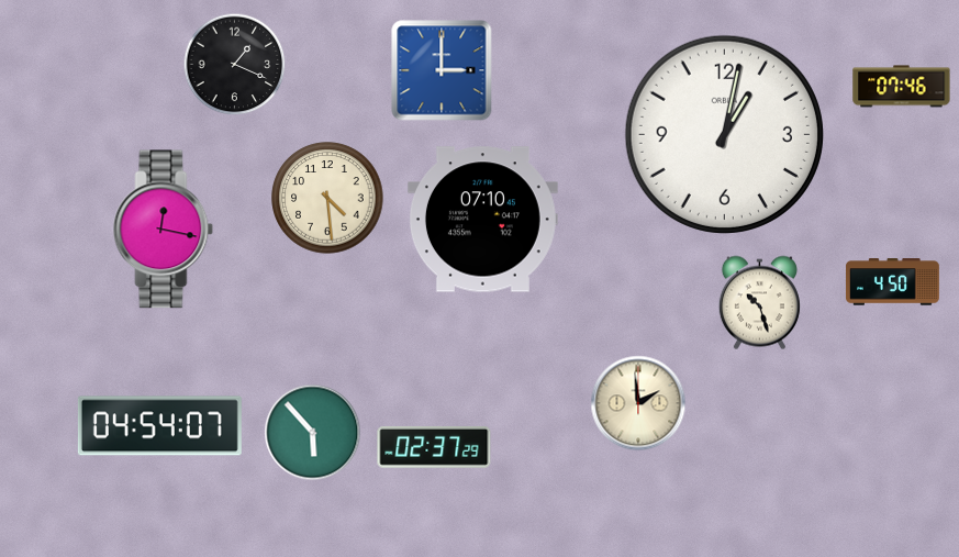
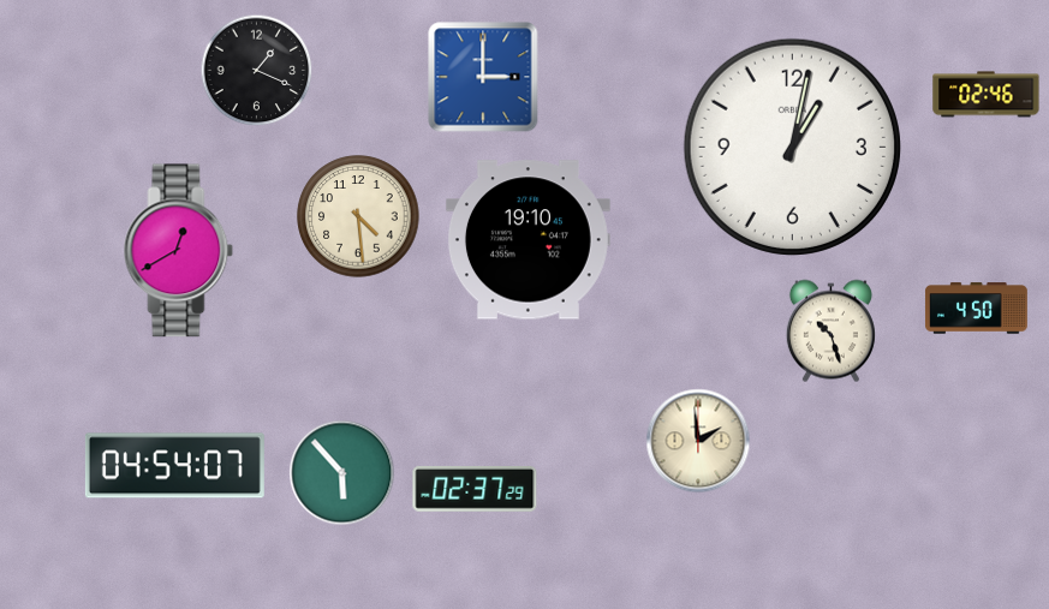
clock at (902, 87): 07:46 -> 02:46
clock at (482, 220): 07:10 -> 19:10
clock at (164, 230): 12:17 -> 12:40
